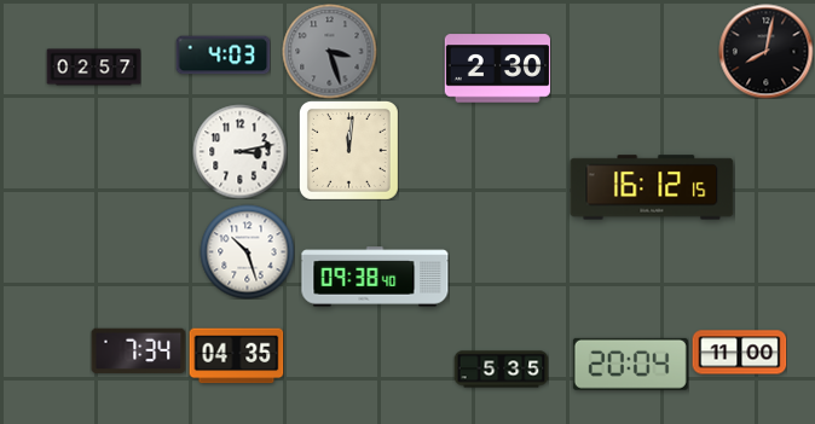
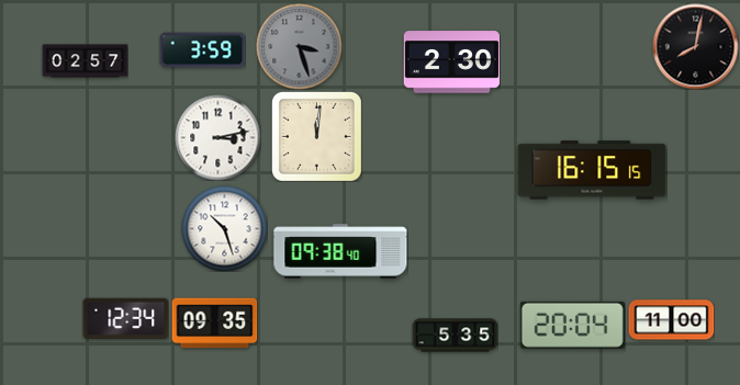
clock at (222, 56): 4:03 -> 3:59
clock at (652, 187): 16:12 -> 16:15
clock at (138, 350): 7:34 -> 12:34
clock at (236, 356): 04:35 -> 09:35
clock at (630, 364) position: (630, 364) -> (572, 325)
